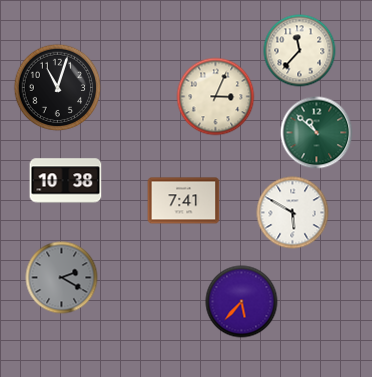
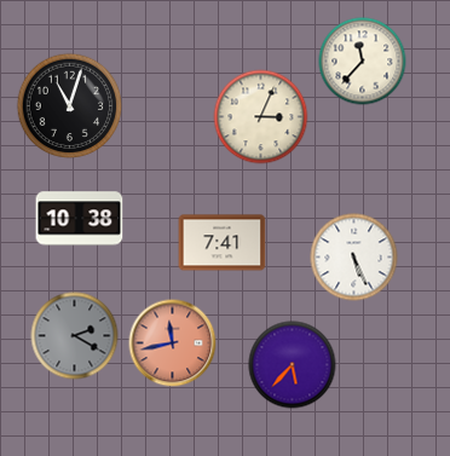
clock at (317, 133): 10:52 -> none
clock at (293, 213): 5:50 -> 5:26
clock at (173, 344): none -> 11:43
